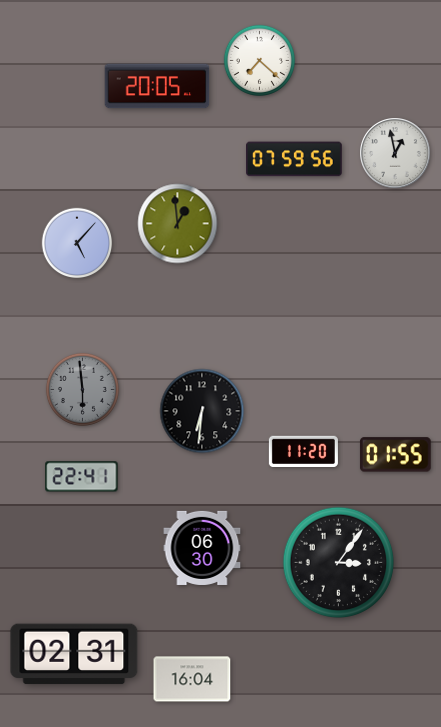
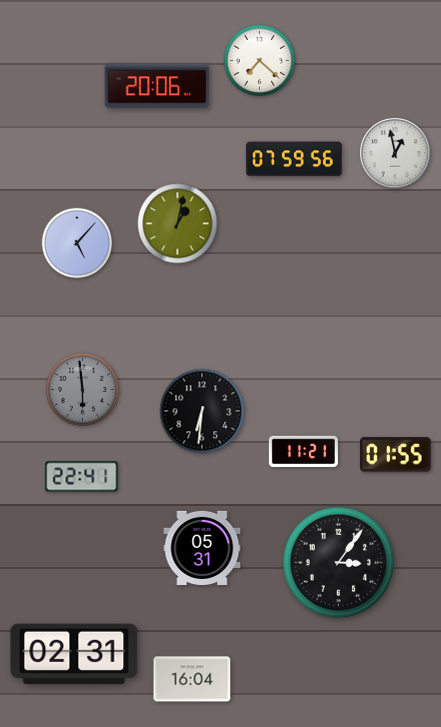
clock at (157, 86): 20:05 -> 20:06
clock at (178, 224): 12:59 -> 1:02
clock at (303, 451): 11:20 -> 11:21
clock at (202, 548): 06:30 -> 05:31
